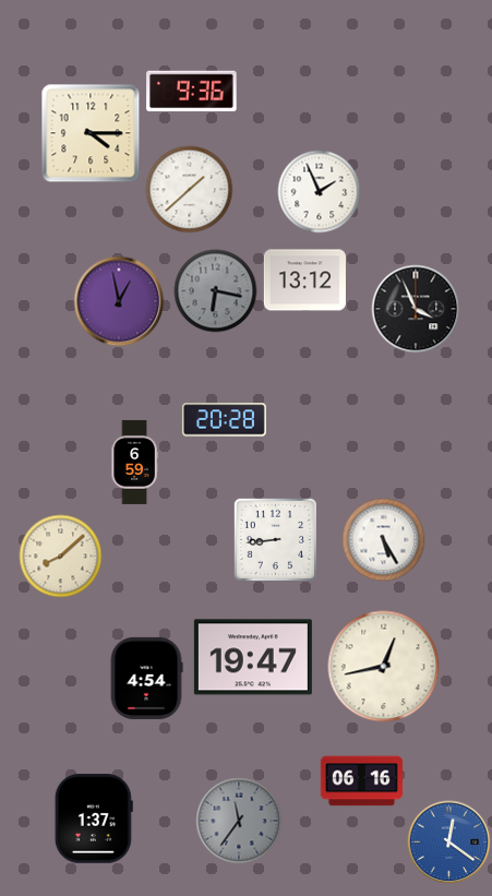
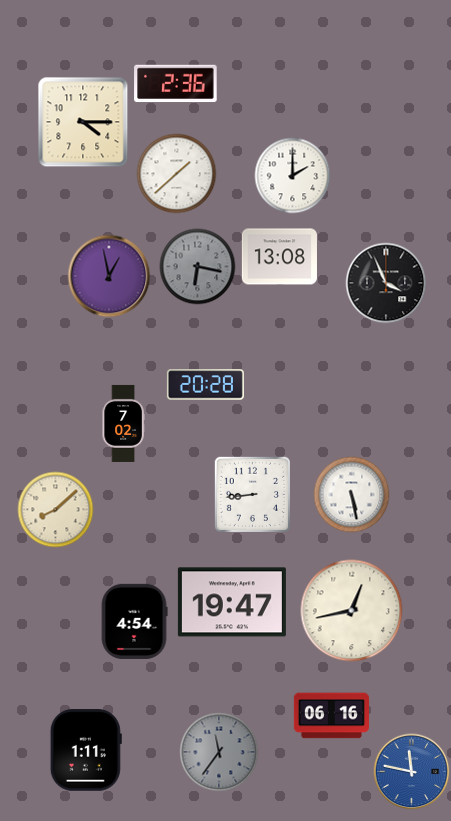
clock at (192, 92): 9:36 -> 2:36
clock at (190, 190) position: (190, 190) -> (177, 174)
clock at (320, 192): 1:56 -> 2:00
clock at (304, 280): 13:12 -> 13:08
clock at (416, 309) position: (416, 309) -> (386, 283)
clock at (134, 462): 6:59 -> 7:02
clock at (384, 540): 5:25 -> 5:28
clock at (94, 819): 1:37 -> 1:11
clock at (449, 843): 12:21 -> 11:47
